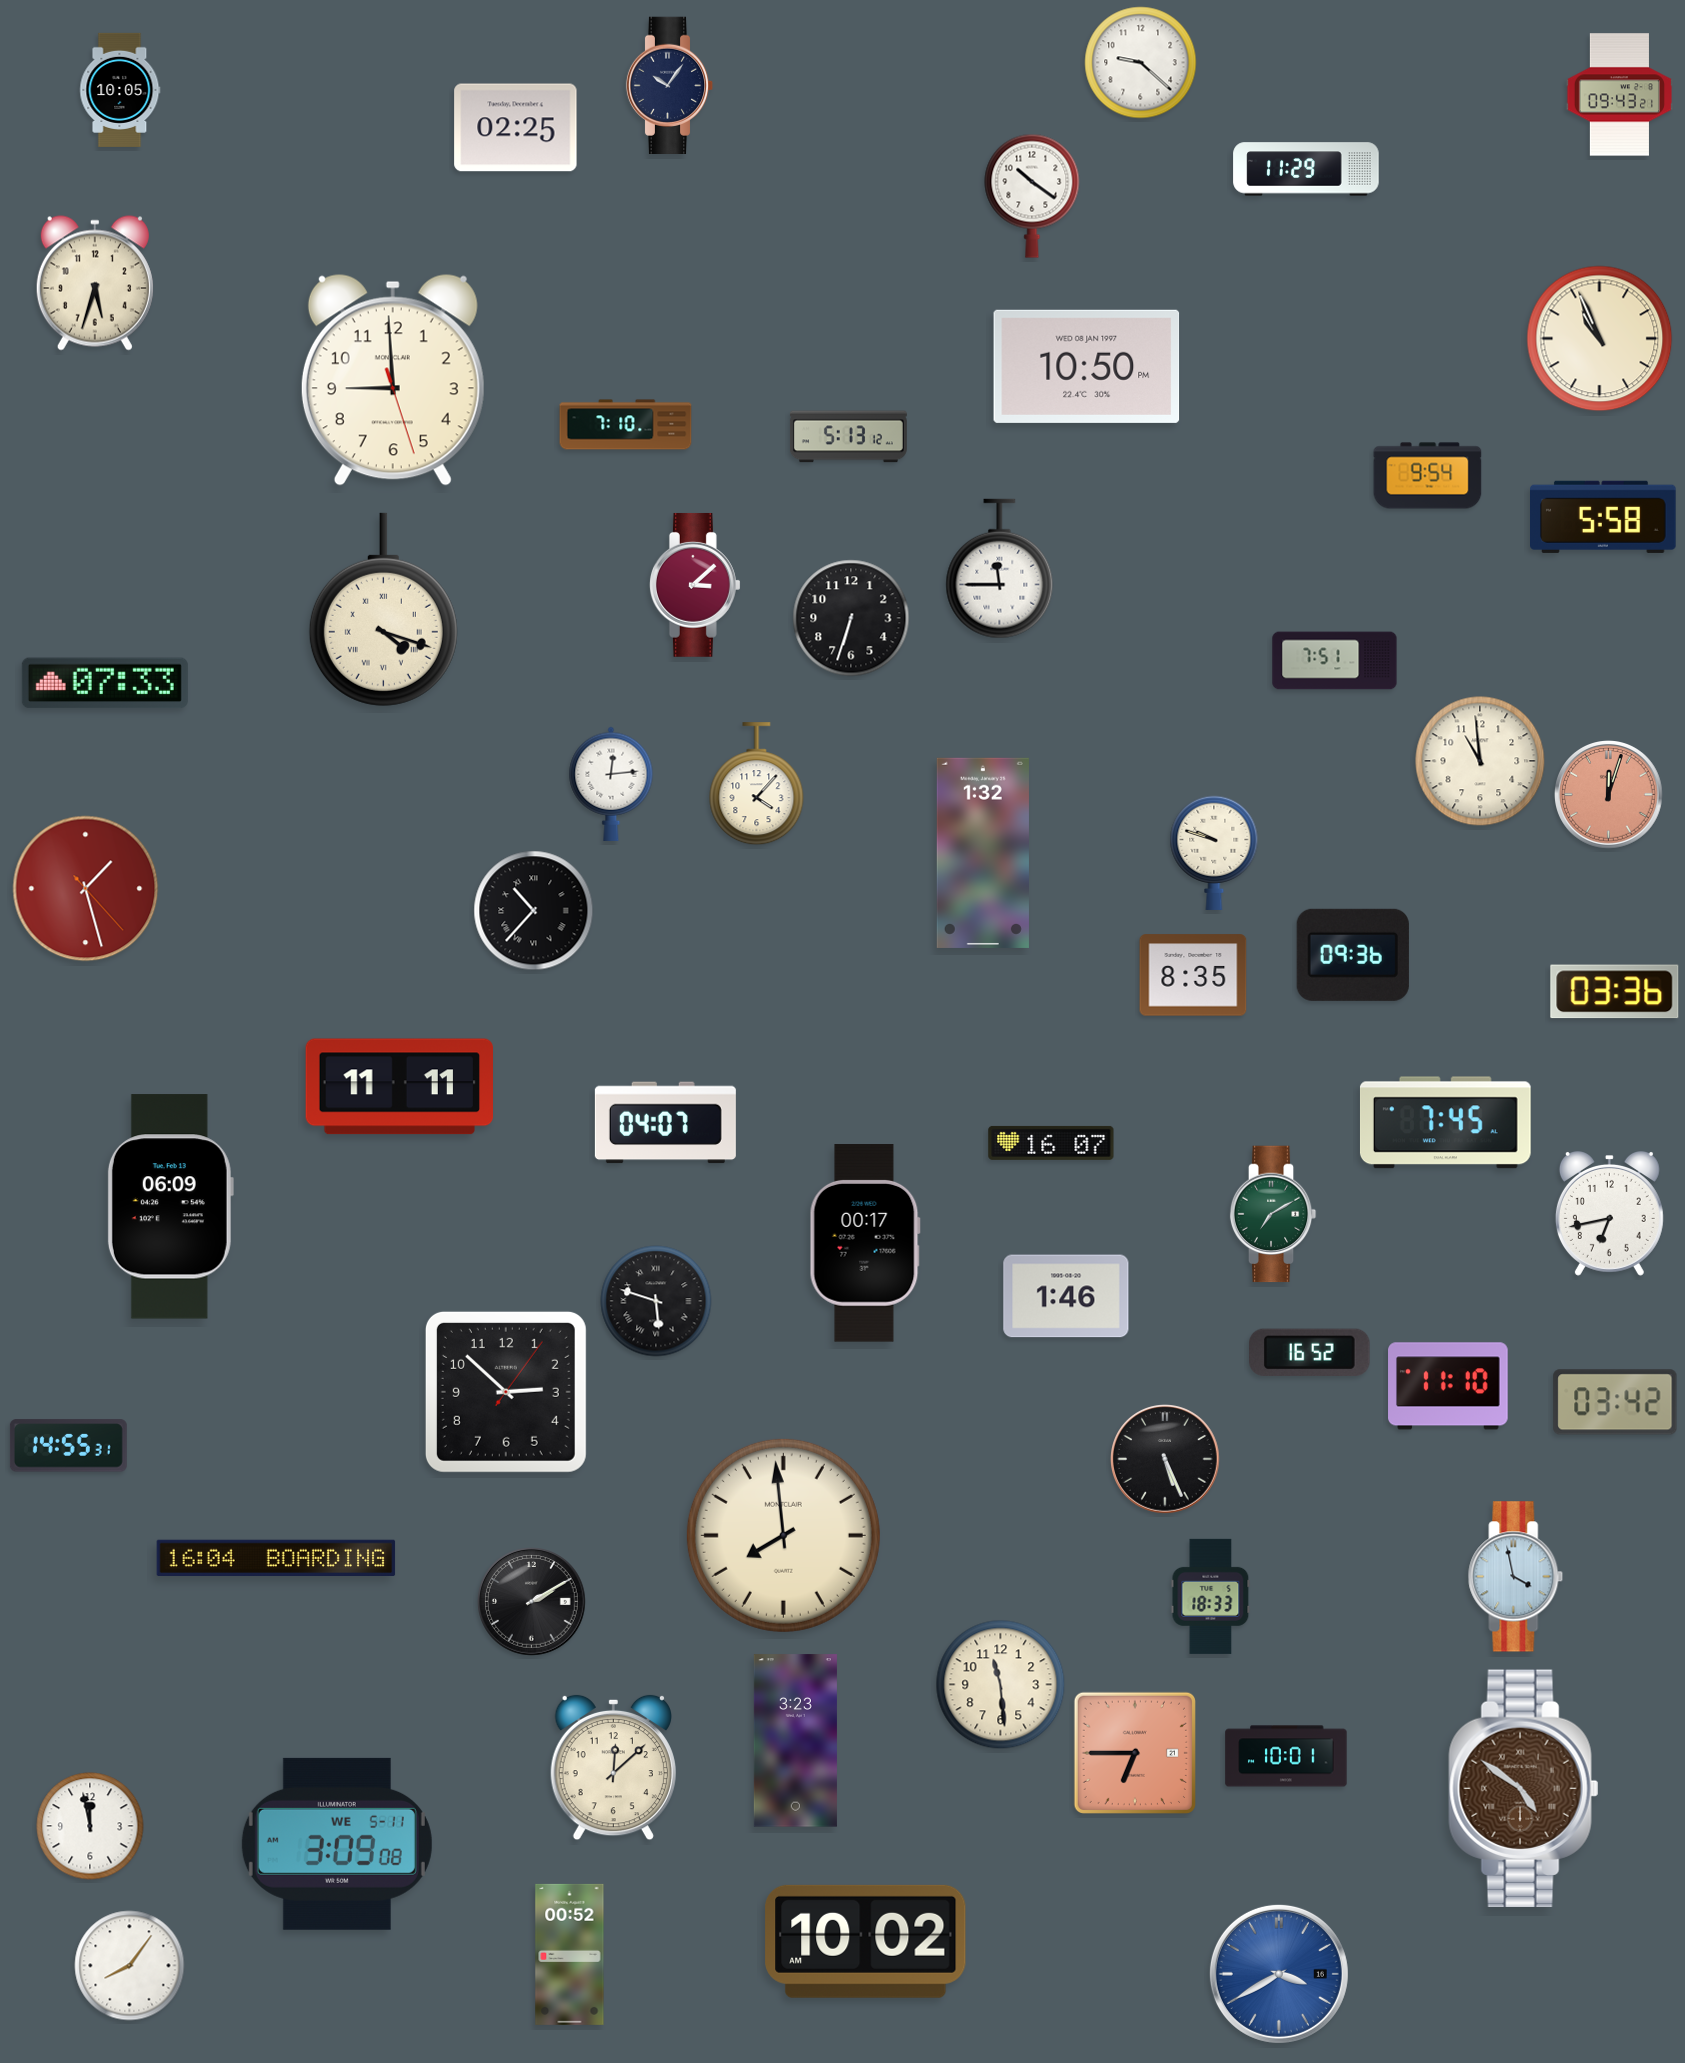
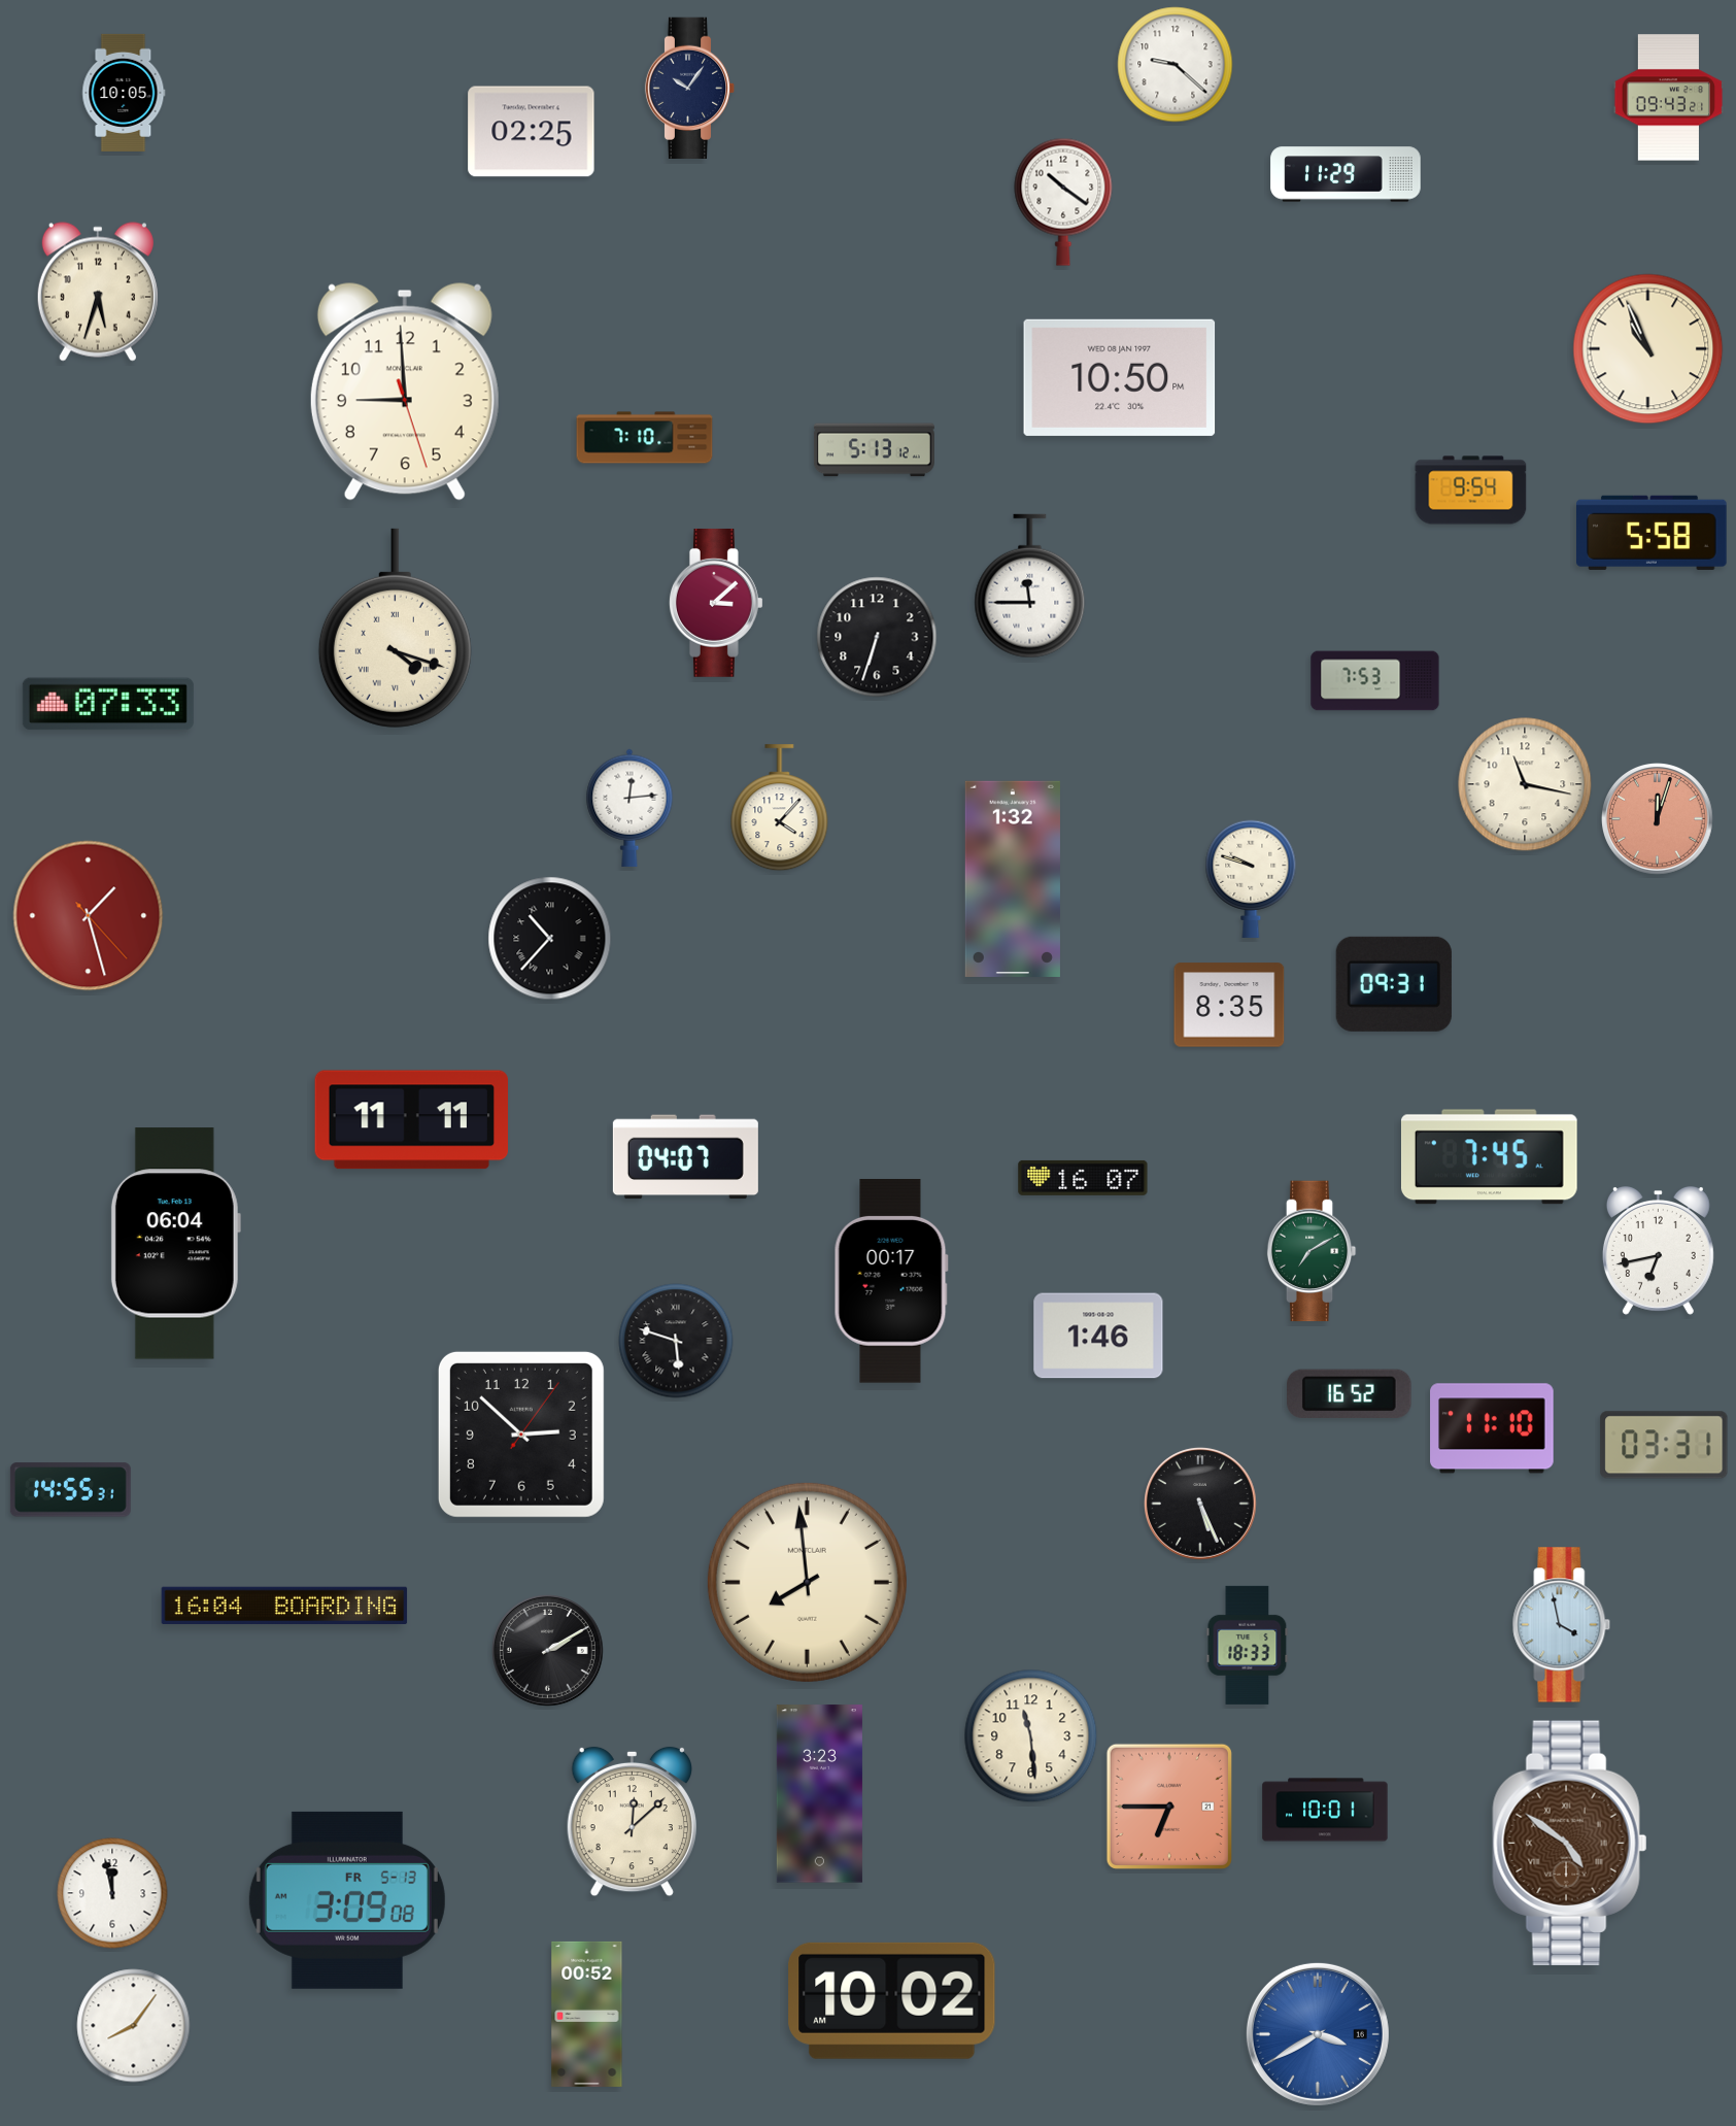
clock at (1335, 661): 7:51 -> 7:53
clock at (1480, 761): 10:59 -> 11:17
clock at (1353, 955): 09:36 -> 09:31
clock at (1615, 992): 03:36 -> none
clock at (170, 1207): 06:09 -> 06:04
clock at (1615, 1402): 03:42 -> 03:31
clock at (90, 1826) position: (90, 1826) -> (112, 1893)
clock at (337, 1844) date: WE 5-11 -> FR 5-13
